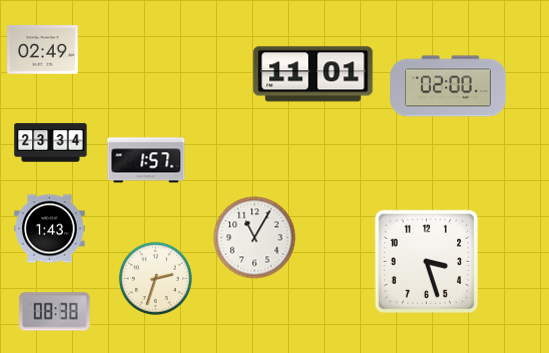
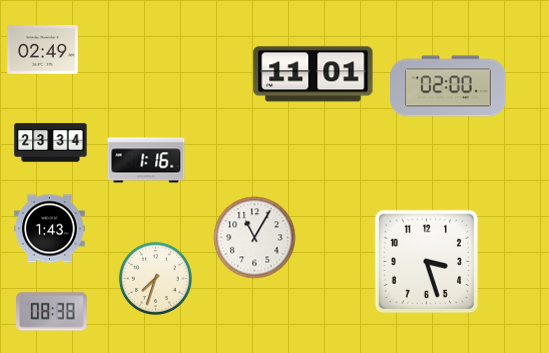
clock at (146, 160): 1:57 -> 1:16
clock at (155, 278): 2:33 -> 7:33
clock at (55, 312) position: (55, 312) -> (52, 312)
